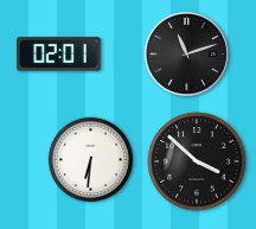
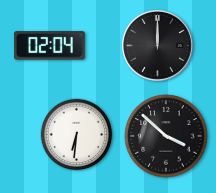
clock at (186, 53): 11:12 -> 12:00
clock at (58, 55): 02:01 -> 02:04
